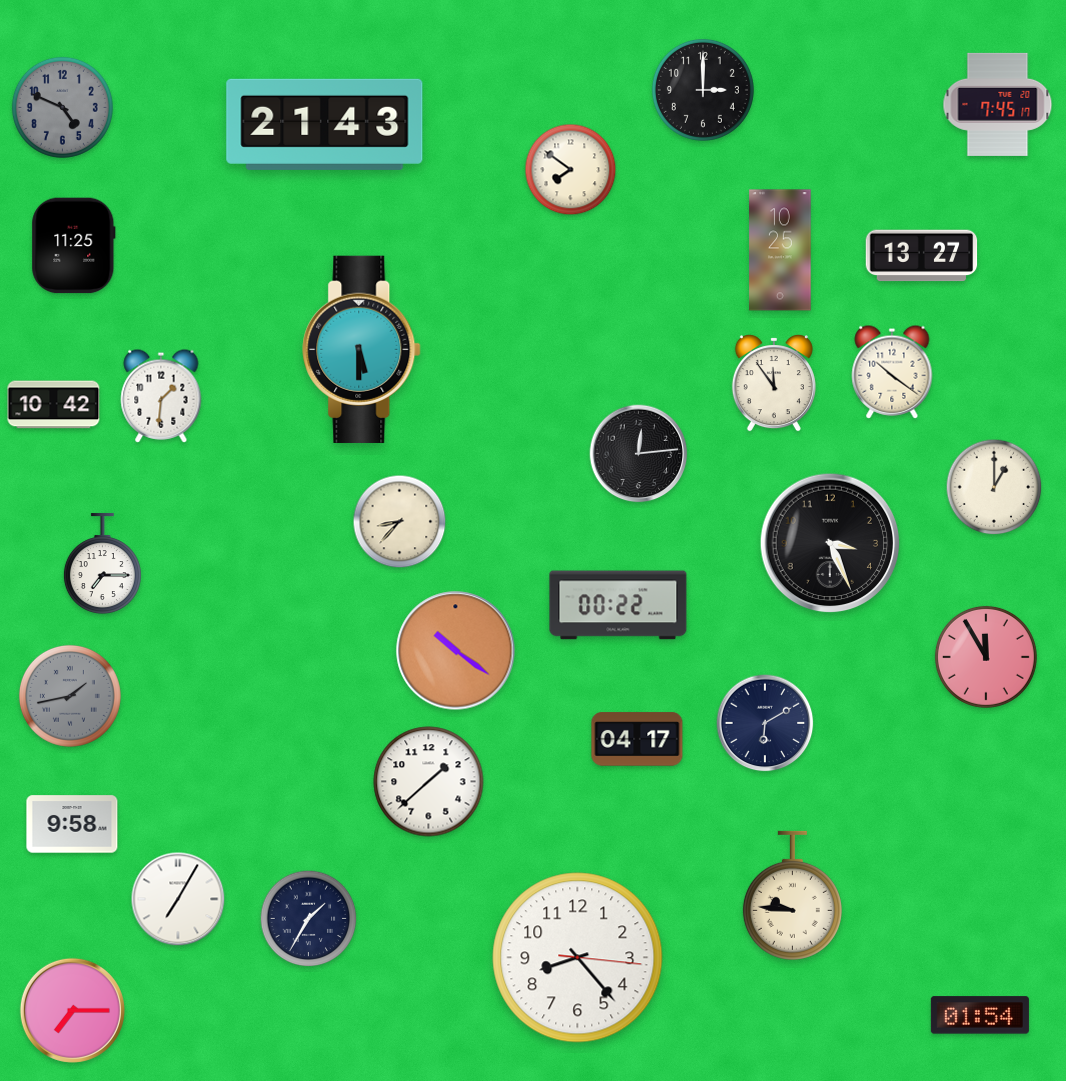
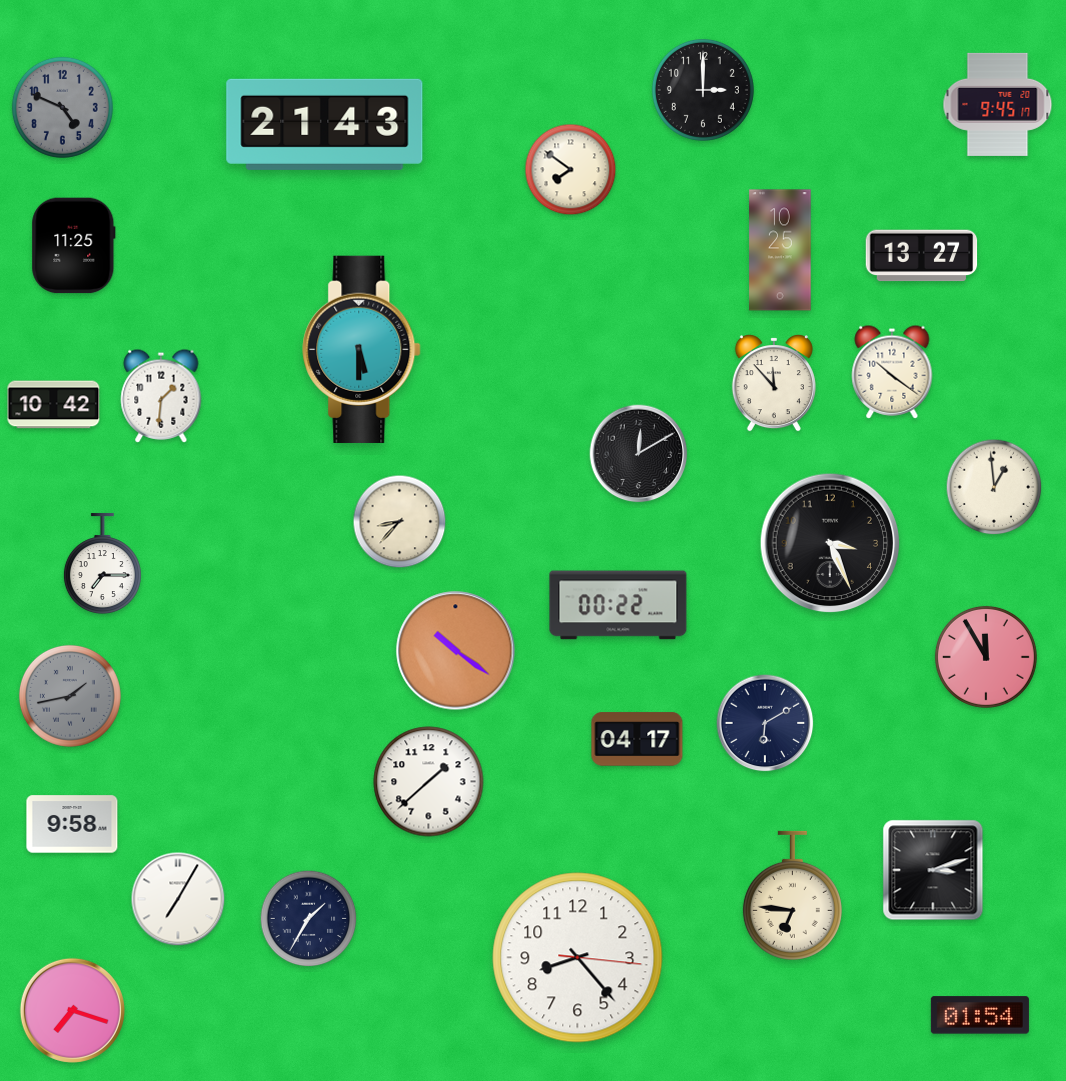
clock at (998, 104): 7:45 -> 9:45
clock at (774, 383): 11:54 -> 11:53
clock at (639, 454): 12:14 -> 12:10
clock at (994, 487): 1:00 -> 12:59
clock at (933, 870): none -> 3:12
clock at (792, 895): 9:46 -> 6:46
clock at (72, 1010): 7:15 -> 7:18
